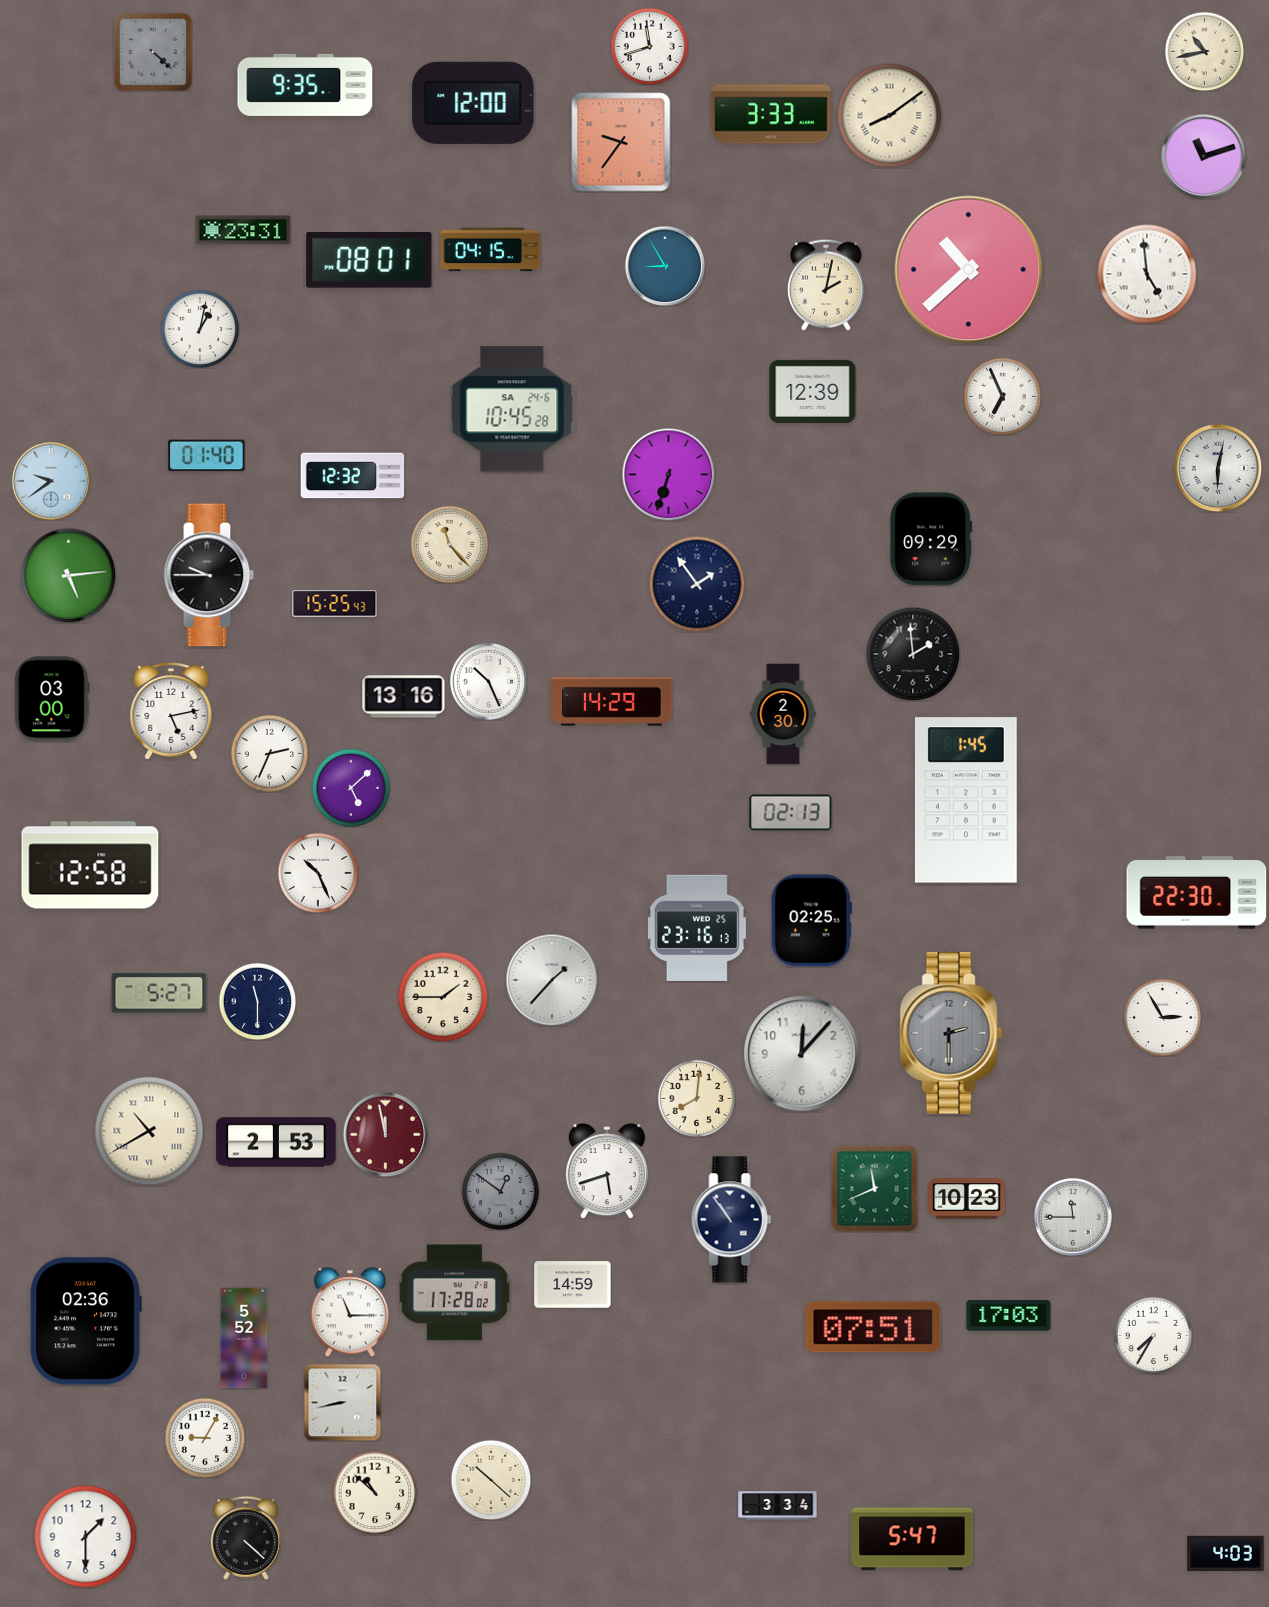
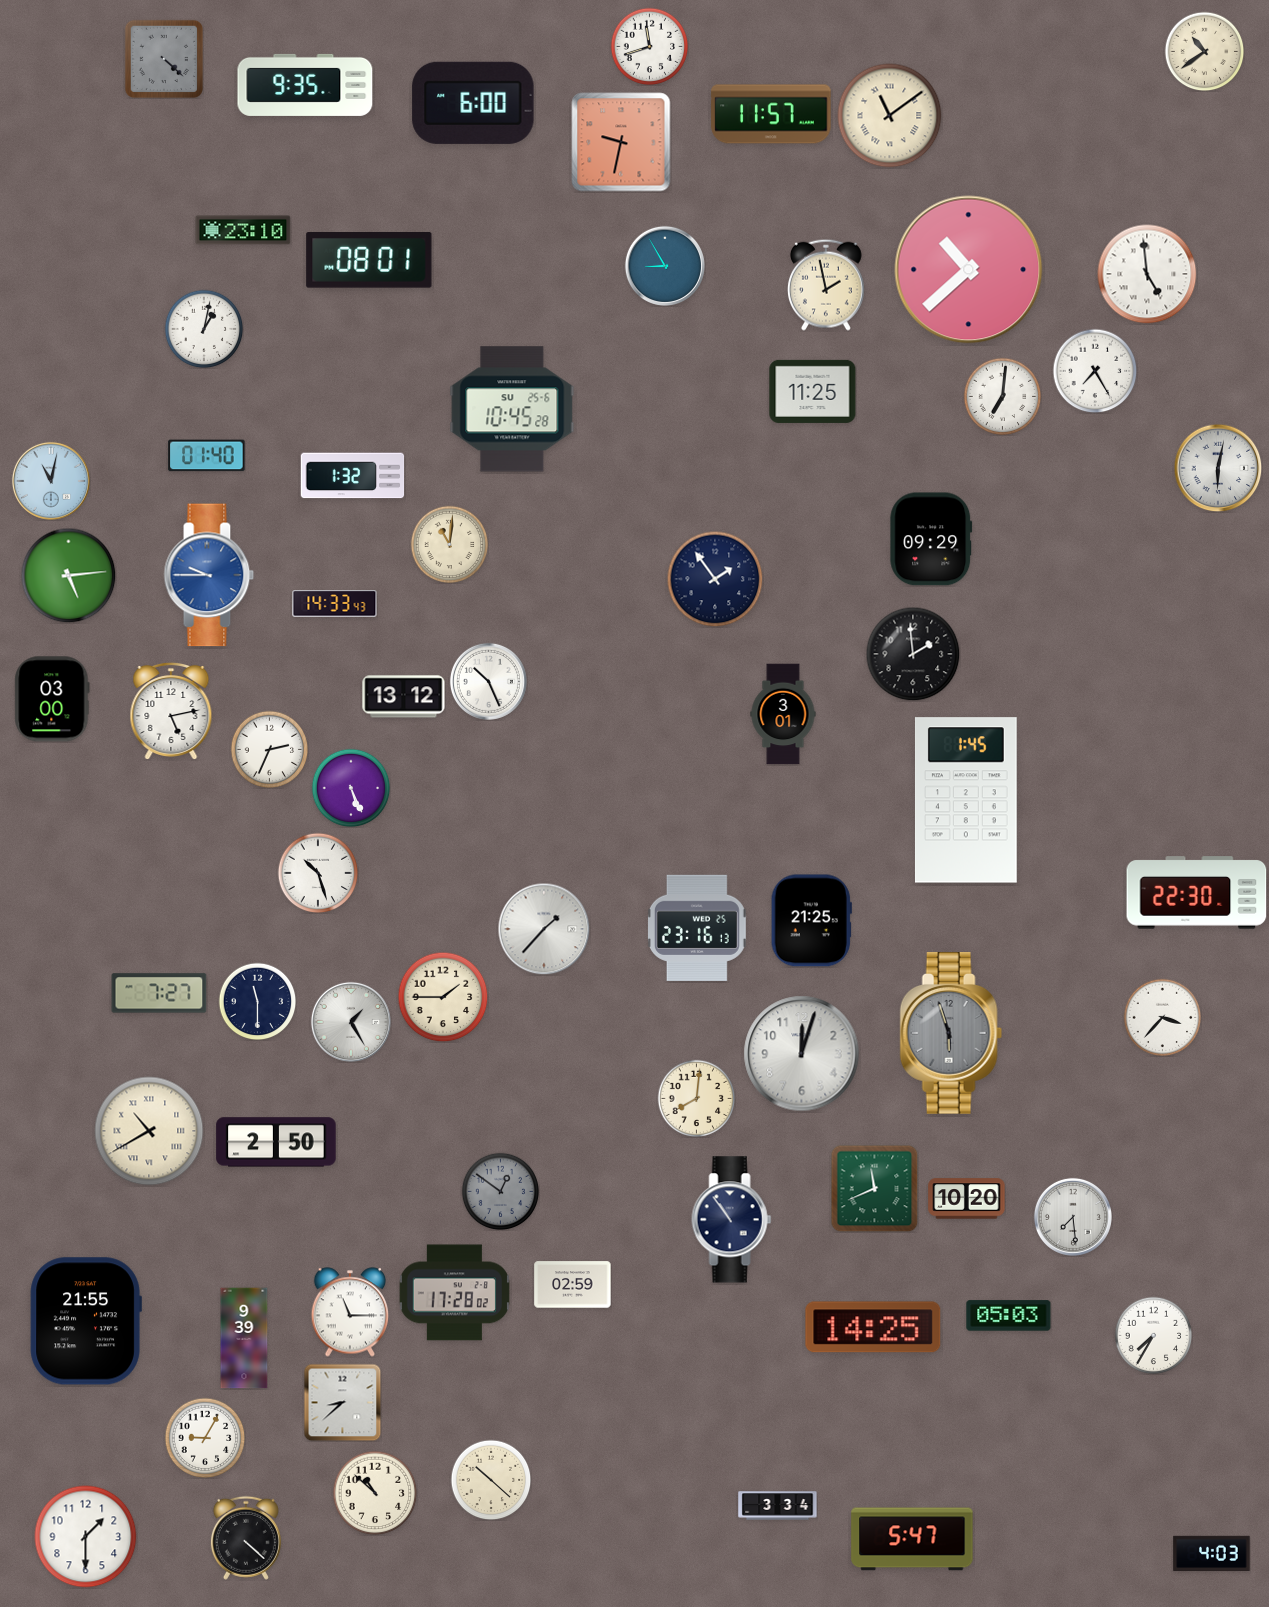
clock at (152, 51) position: (152, 51) -> (163, 58)
clock at (1204, 51): 10:43 -> 10:39
clock at (473, 103): 12:00 -> 6:00
clock at (771, 114): 3:33 -> 11:57
clock at (890, 116): 8:09 -> 11:09
clock at (621, 142): 9:36 -> 9:32
clock at (1203, 156): 11:12 -> none
clock at (243, 230): 23:31 -> 23:10
clock at (491, 250): 04:15 -> none
clock at (826, 285): 2:02 -> 1:58
clock at (200, 329) position: (200, 329) -> (204, 329)
clock at (1095, 371): none -> 7:25
clock at (813, 391): 12:39 -> 11:25
clock at (1002, 396): 6:56 -> 7:01
clock at (512, 409) date: SA 24-6 -> SU 25-6
clock at (668, 474): 6:33 -> none
clock at (353, 476): 12:32 -> 1:32
clock at (51, 481): 9:39 -> 11:02
clock at (449, 544): 11:23 -> 11:01
clock at (209, 575) dial: black -> blue
clock at (697, 584) position: (697, 584) -> (715, 579)
clock at (335, 604): 15:25 -> 14:33
clock at (404, 697): 13:16 -> 13:12
clock at (612, 702): 14:29 -> none
clock at (783, 714): 2:30 -> 3:01
clock at (269, 753) position: (269, 753) -> (269, 749)
clock at (351, 788): 5:08 -> 5:26
clock at (791, 813): 02:13 -> none
clock at (90, 865): 12:58 -> none
clock at (318, 873): 10:26 -> 10:27
clock at (811, 921): 02:25 -> 21:25
clock at (552, 980) position: (552, 980) -> (544, 929)
clock at (159, 993): 5:27 -> 7:27
clock at (1162, 1017): 2:55 -> 3:37
clock at (351, 1022): none -> 1:25
clock at (951, 1033): 2:30 -> 5:57
clock at (802, 1054): 12:07 -> 12:03
clock at (385, 1134): 11:58 -> none
clock at (276, 1142): 2:53 -> 2:50
clock at (607, 1171): 5:42 -> none
clock at (967, 1199): 10:23 -> 10:20
clock at (1073, 1217): 11:45 -> 7:29
clock at (573, 1285): 14:59 -> 02:59
clock at (1009, 1316): 17:03 -> 05:03
clock at (86, 1321): 02:36 -> 21:55
clock at (873, 1327): 07:51 -> 14:25
clock at (244, 1338): 5:52 -> 9:39
clock at (342, 1402): 8:43 -> 8:38
clock at (1226, 1554) position: (1226, 1554) -> (1212, 1554)
